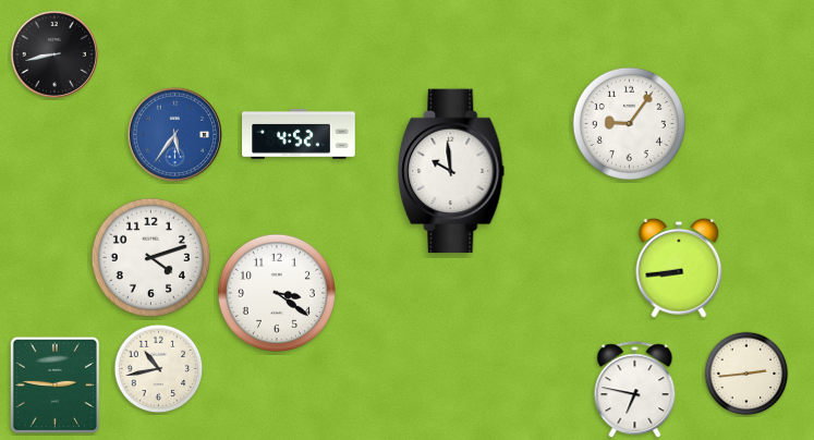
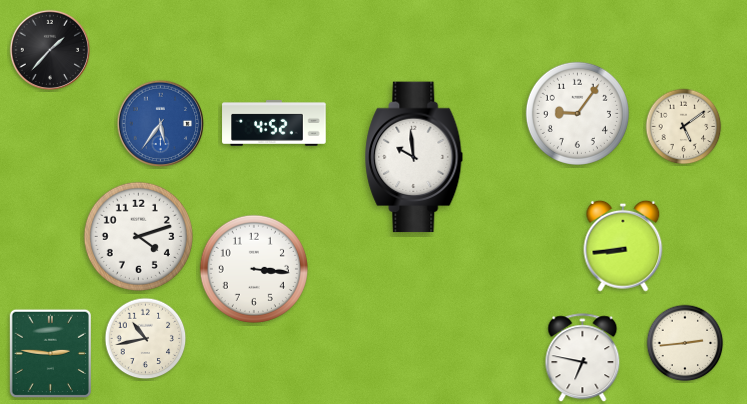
clock at (53, 53): 8:43 -> 1:37
clock at (684, 127): none -> 5:09
clock at (277, 293): 3:21 -> 3:16
